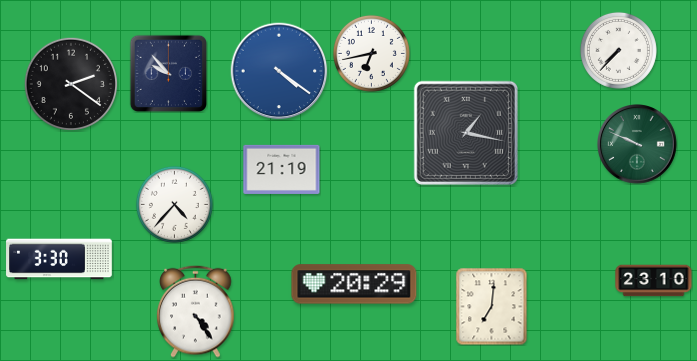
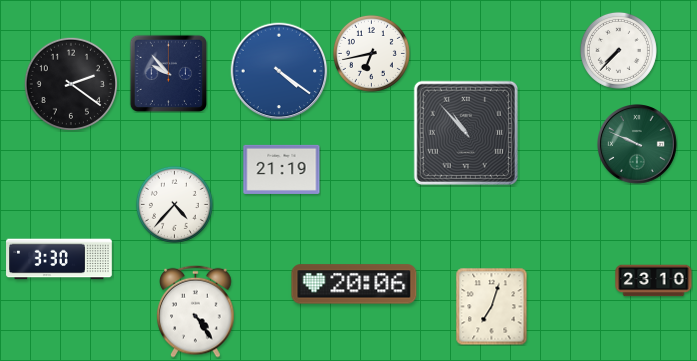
clock at (466, 133): 1:17 -> 10:53
clock at (354, 284): 20:29 -> 20:06
clock at (492, 306): 7:01 -> 7:03
